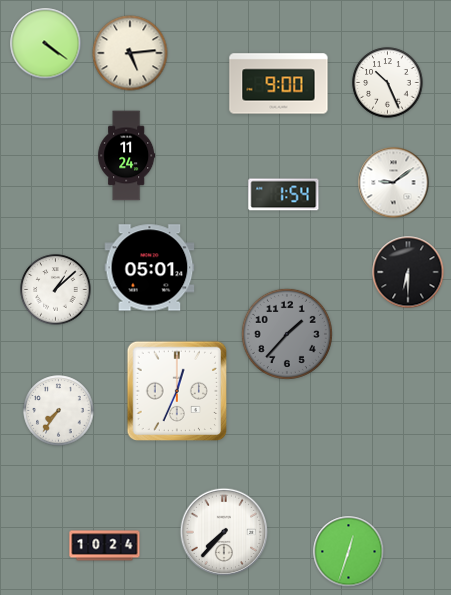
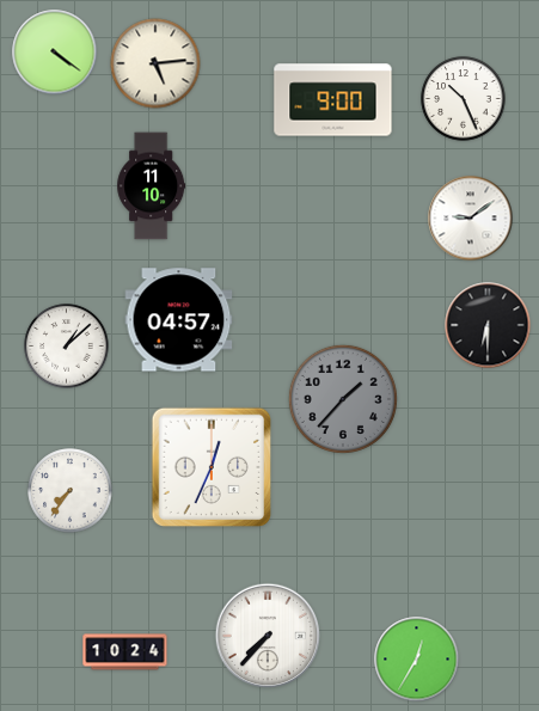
clock at (127, 156): 11:24 -> 11:10
clock at (284, 195): 1:54 -> none
clock at (150, 268): 05:01 -> 04:57
clock at (349, 552): 12:33 -> 12:35
